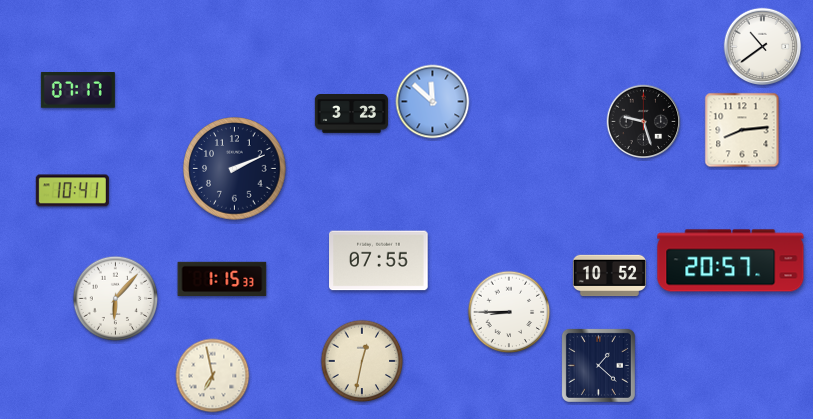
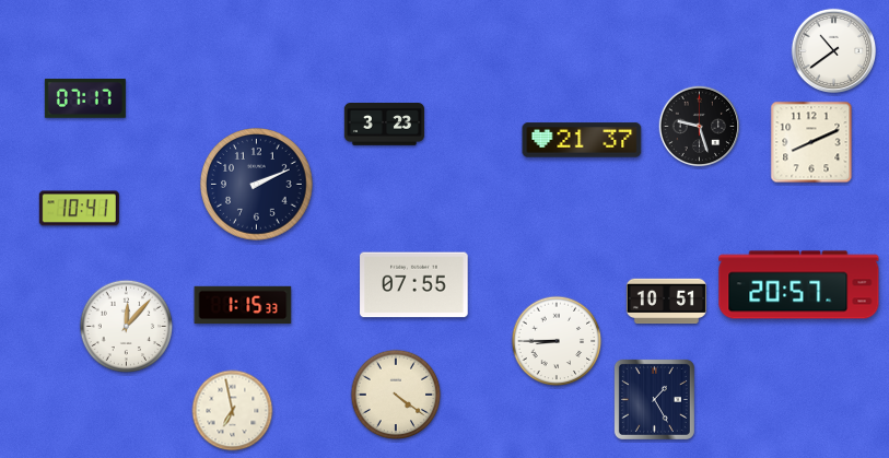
clock at (433, 102): 11:52 -> none
clock at (644, 122) position: (644, 122) -> (700, 127)
clock at (582, 140): none -> 21:37
clock at (742, 130): 8:14 -> 8:11
clock at (609, 276): 10:52 -> 10:51
clock at (116, 299): 6:07 -> 12:07
clock at (362, 361): 12:32 -> 4:21
clock at (598, 365): 1:22 -> 1:25
